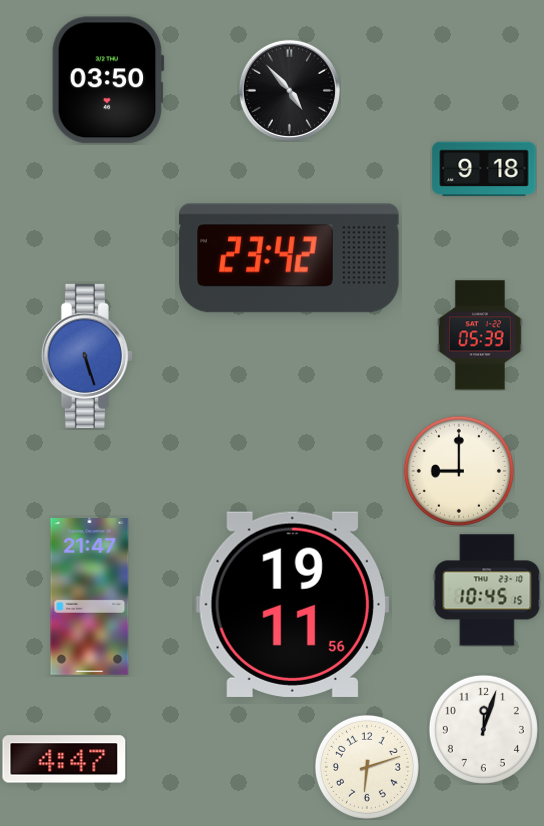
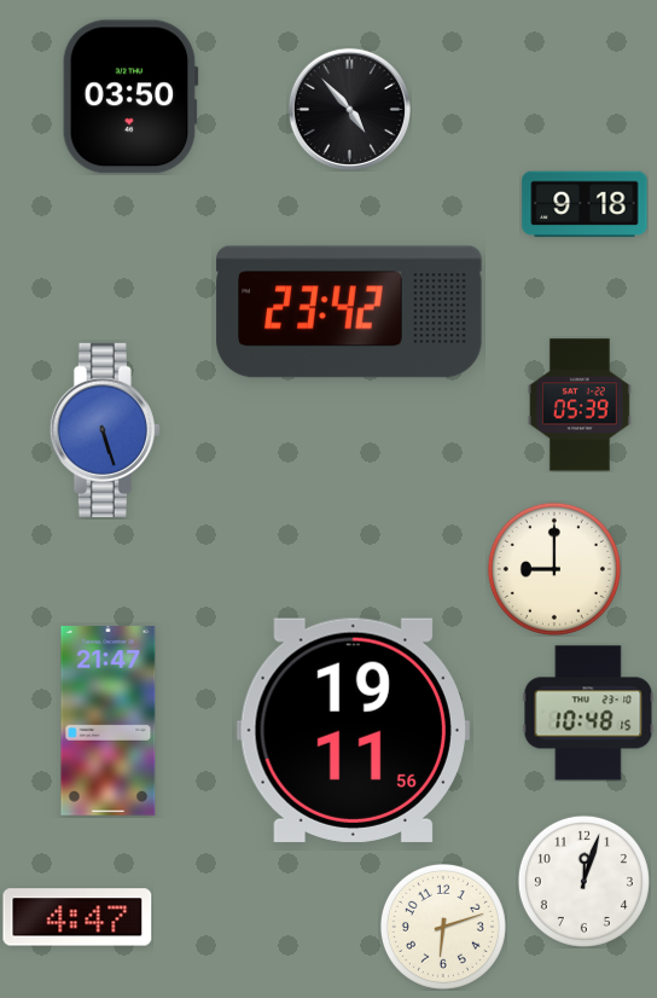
clock at (487, 590): 10:45 -> 10:48
